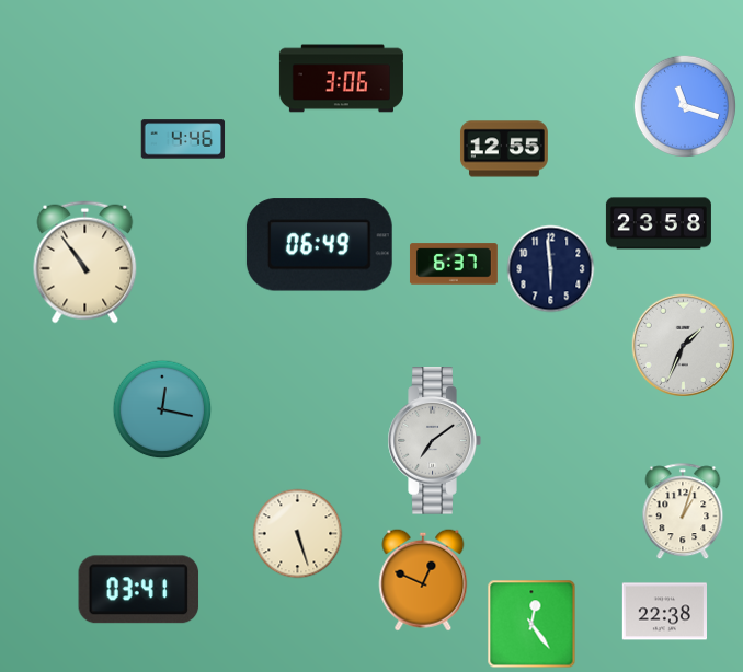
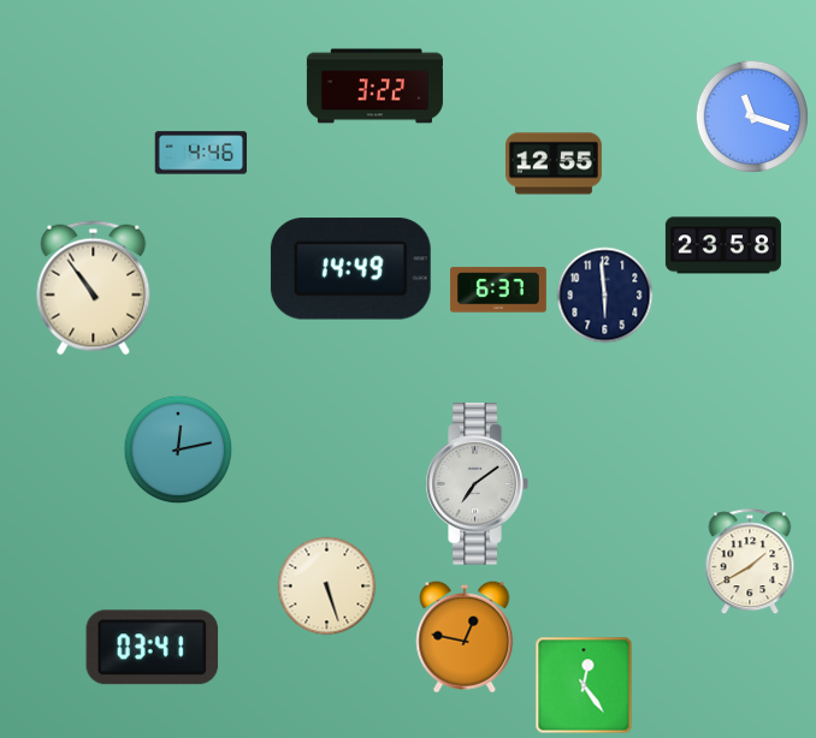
clock at (341, 79): 3:06 -> 3:22
clock at (319, 245): 06:49 -> 14:49
clock at (683, 345): 1:34 -> none
clock at (162, 409): 12:17 -> 12:13
clock at (683, 512): 1:03 -> 1:40
clock at (423, 580): 12:49 -> 12:47
clock at (664, 612): 22:38 -> none
